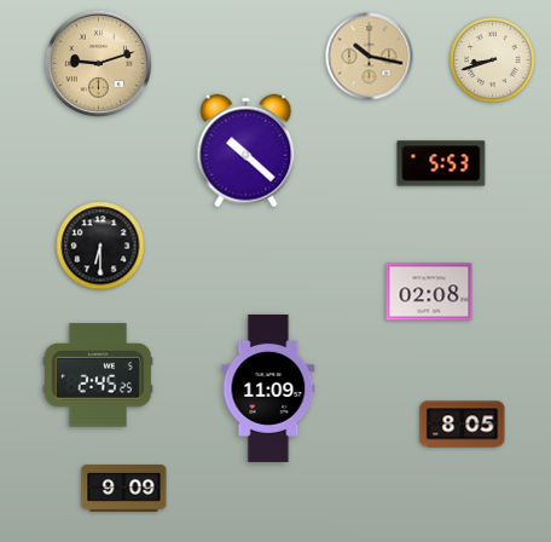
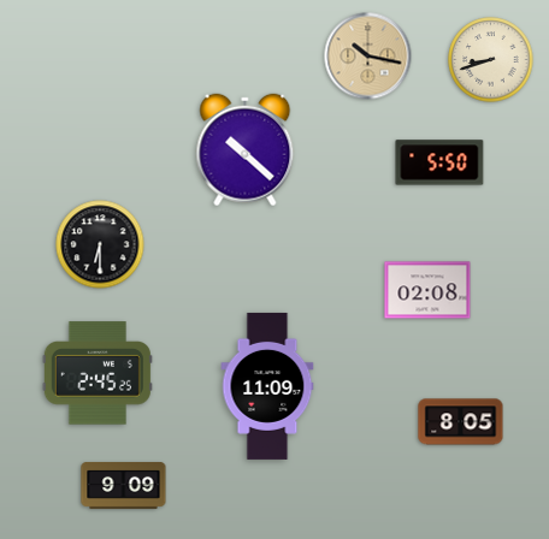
clock at (98, 63): 9:12 -> none
clock at (441, 163): 5:53 -> 5:50
